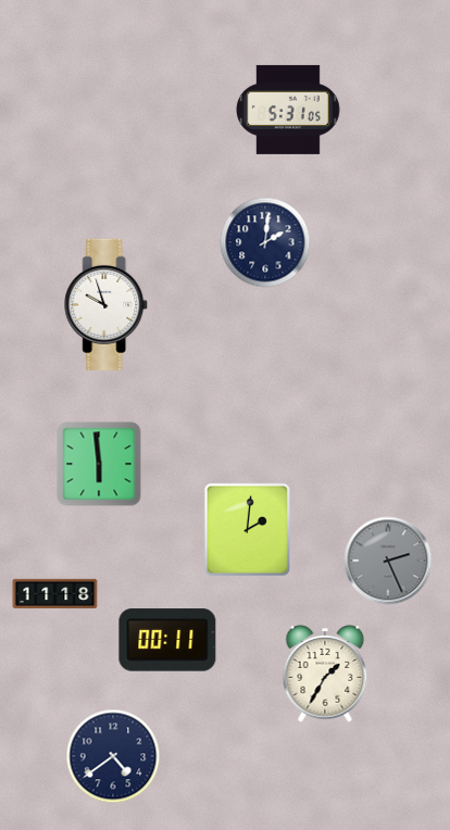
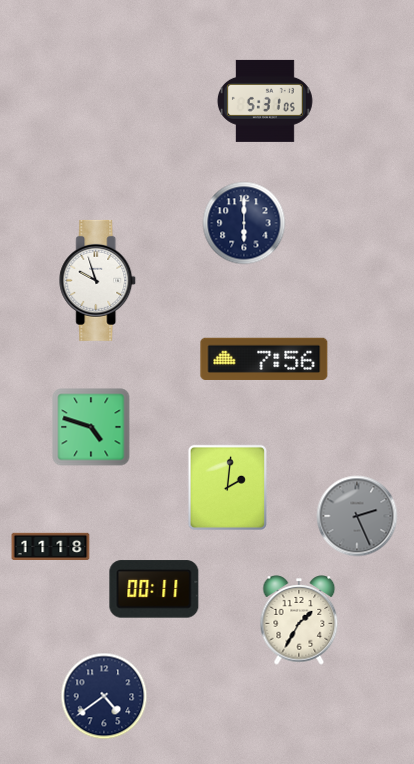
clock at (265, 242): 2:01 -> 6:00
clock at (264, 359): none -> 7:56
clock at (99, 464): 5:59 -> 4:48
